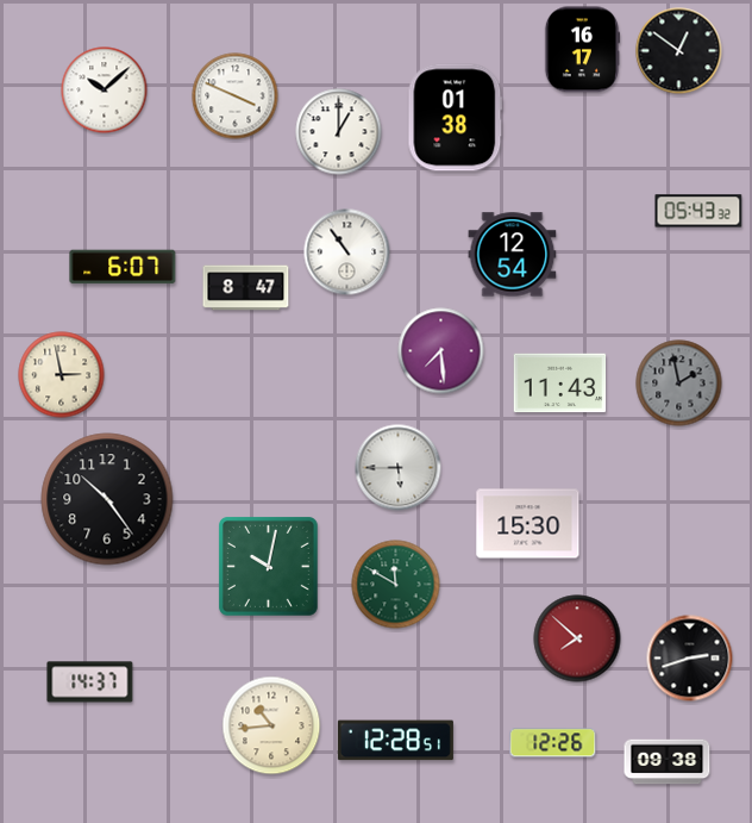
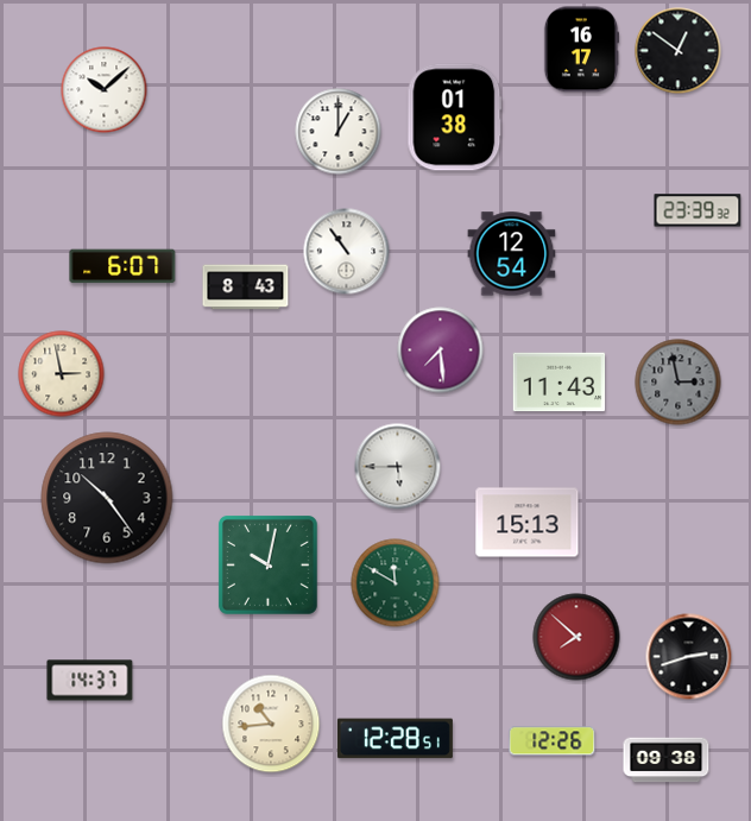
clock at (236, 96): 3:49 -> none
clock at (698, 211): 05:43 -> 23:39
clock at (246, 288): 8:47 -> 8:43
clock at (679, 384): 1:58 -> 2:58
clock at (528, 524): 15:30 -> 15:13
